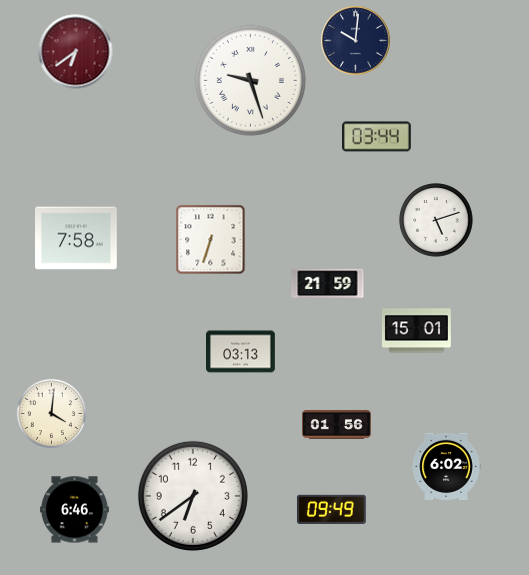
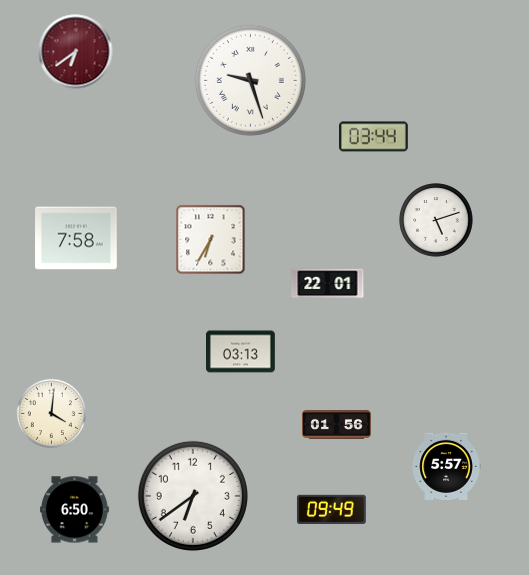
clock at (356, 41): 10:01 -> none
clock at (377, 137) position: (377, 137) -> (374, 137)
clock at (211, 240): 6:33 -> 6:35
clock at (328, 284): 21:59 -> 22:01
clock at (416, 331): 15:01 -> none
clock at (446, 466): 6:02 -> 5:57
clock at (75, 510): 6:46 -> 6:50
